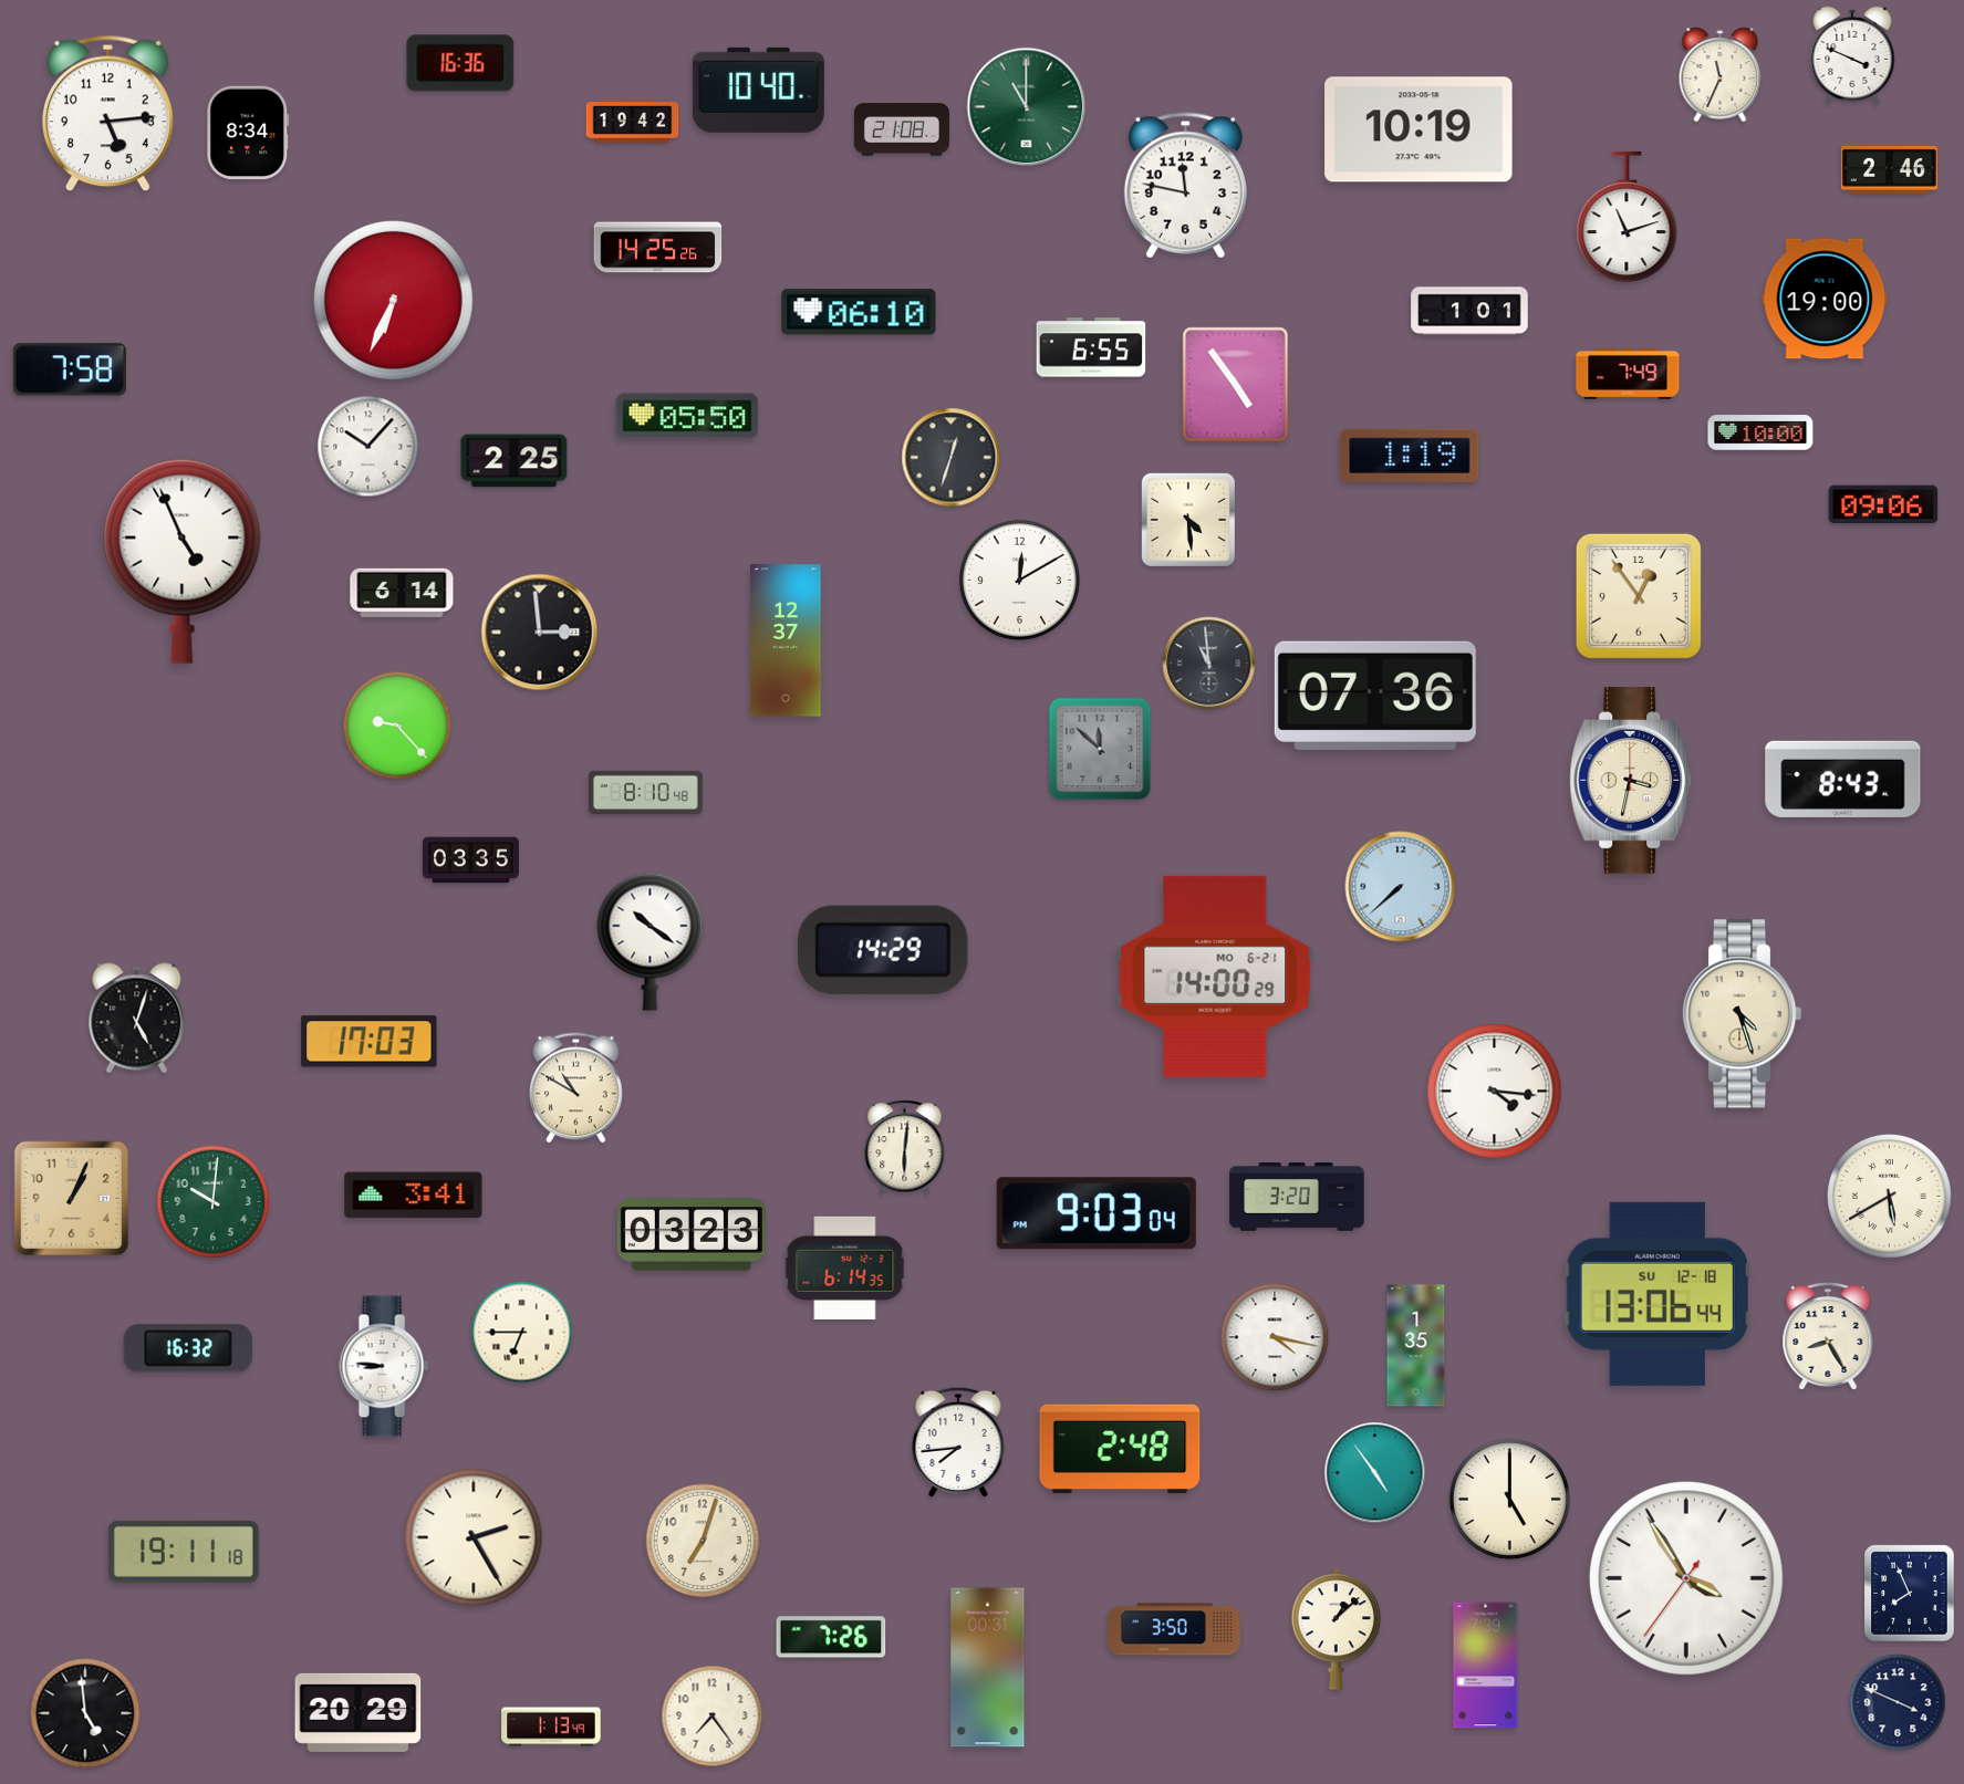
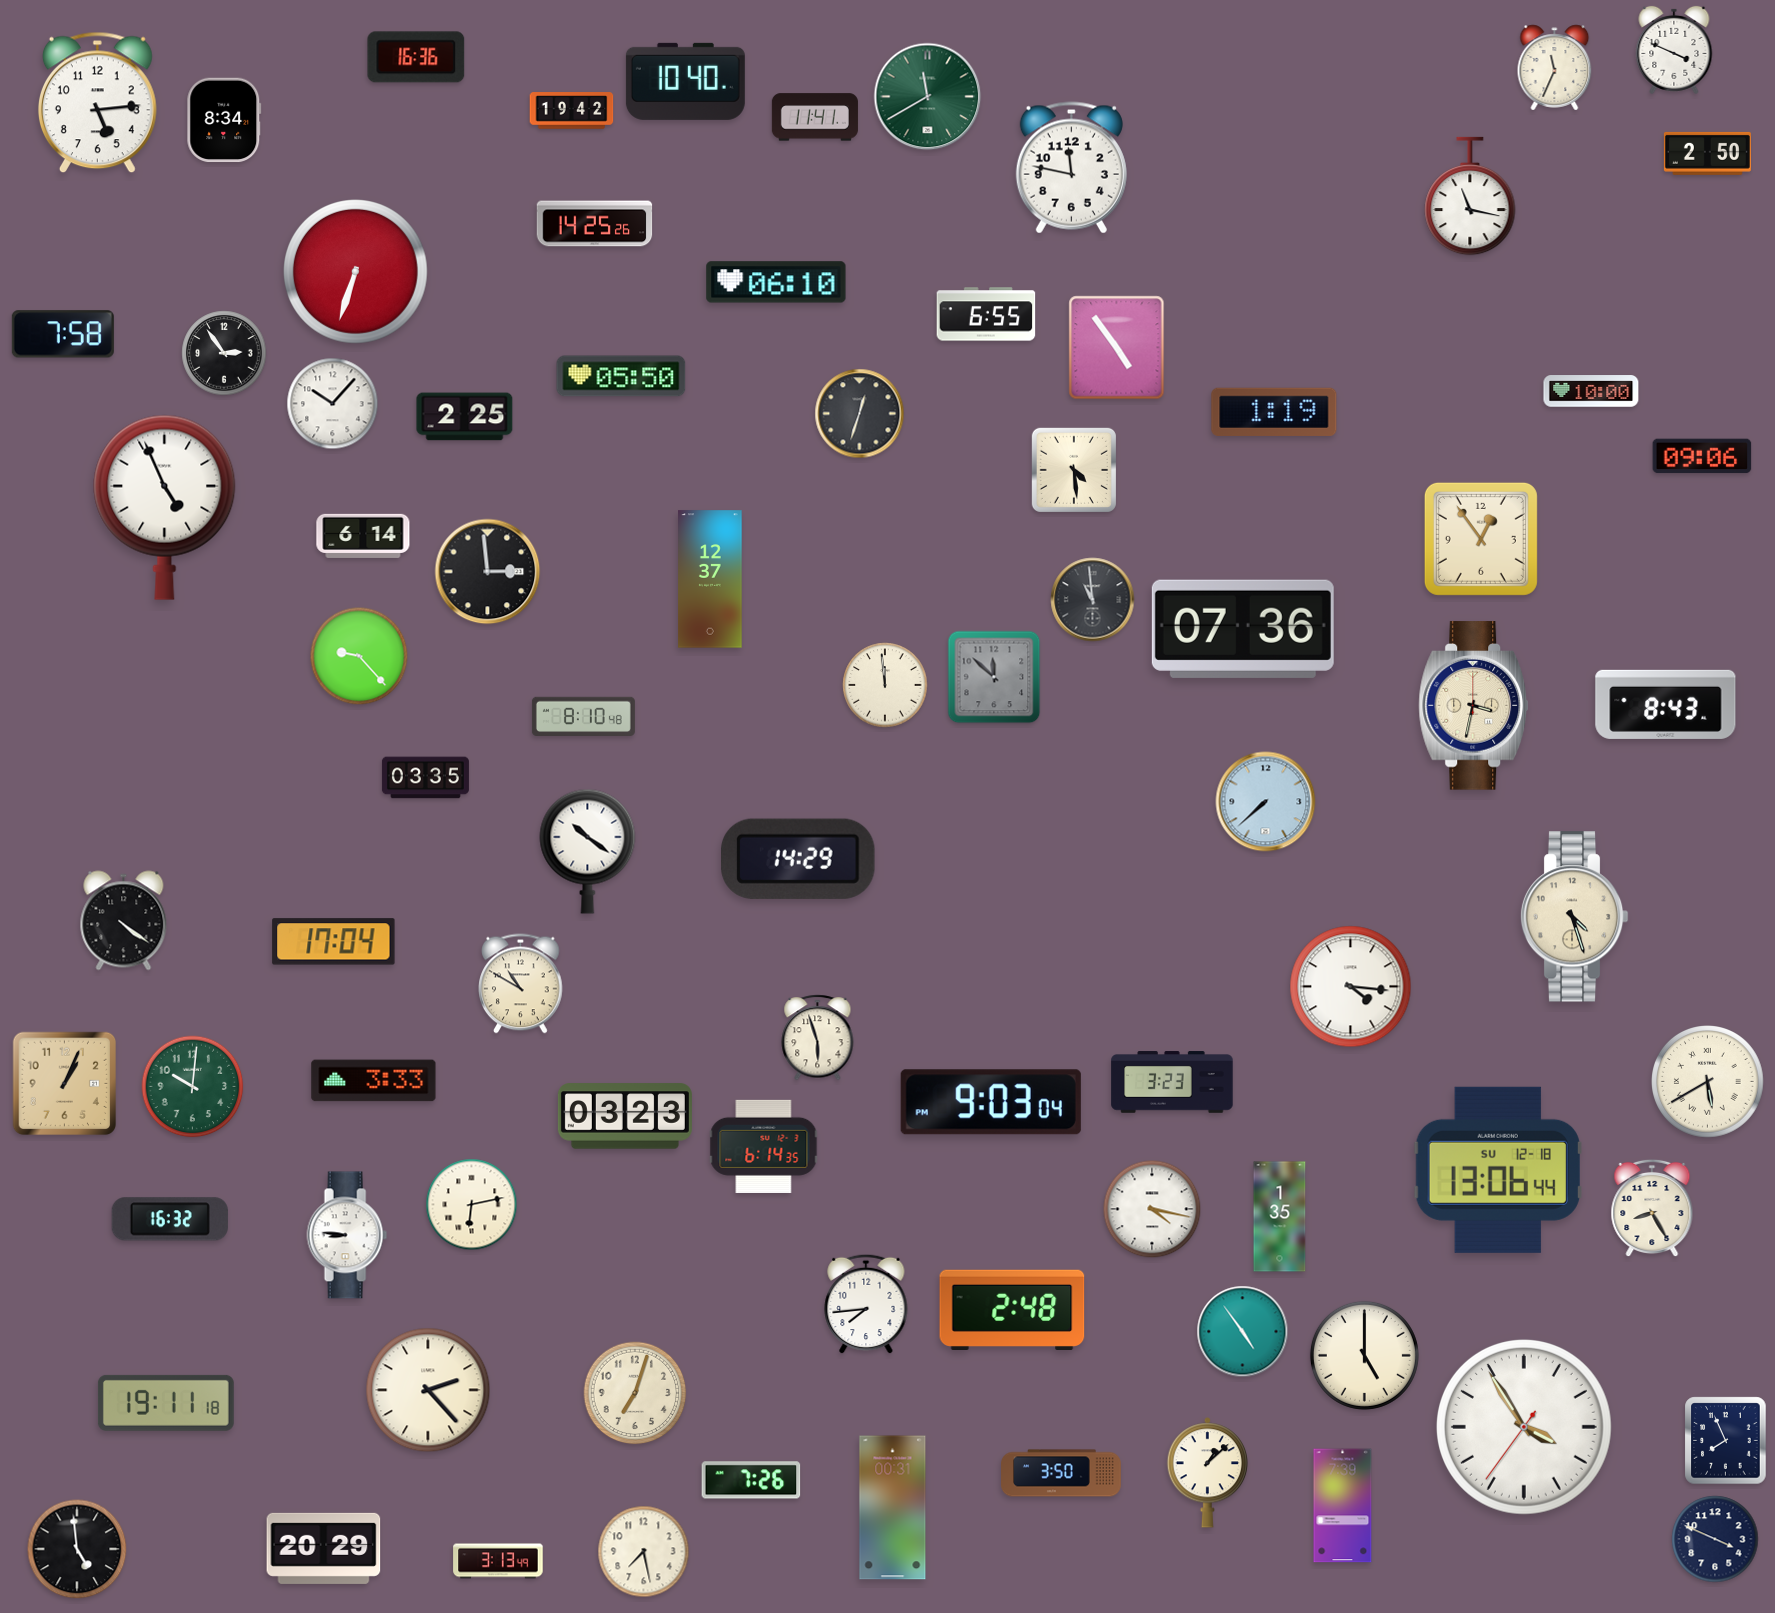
clock at (1027, 107): 11:00 -> 11:40
clock at (902, 129): 21:08 -> 11:41
clock at (1419, 129): 10:19 -> none
clock at (1889, 169): 2:46 -> 2:50
clock at (1627, 217): 11:12 -> 11:17
clock at (1825, 299): 19:00 -> none
clock at (394, 301): 6:34 -> 6:33
clock at (1469, 311): 1:01 -> none
clock at (1628, 374): 7:49 -> none
clock at (224, 353): none -> 2:54
clock at (1019, 580): 12:10 -> none
clock at (885, 685): none -> 11:59
clock at (1215, 977): 14:00 -> none
clock at (137, 1019): 5:03 -> 4:21
clock at (370, 1042): 17:03 -> 17:04
clock at (905, 1148): 6:01 -> 5:57
clock at (414, 1196): 3:41 -> 3:33
clock at (1297, 1197): 3:20 -> 3:23
clock at (1097, 1213) position: (1097, 1213) -> (991, 1102)
clock at (522, 1333): 6:45 -> 6:13
clock at (474, 1537): 2:25 -> 2:23
clock at (713, 1717): 7:24 -> 7:28
clock at (551, 1726): 1:13 -> 3:13
